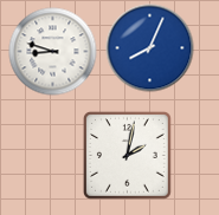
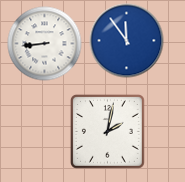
clock at (150, 48): 8:04 -> 11:54
clock at (53, 52): 8:48 -> 8:44
